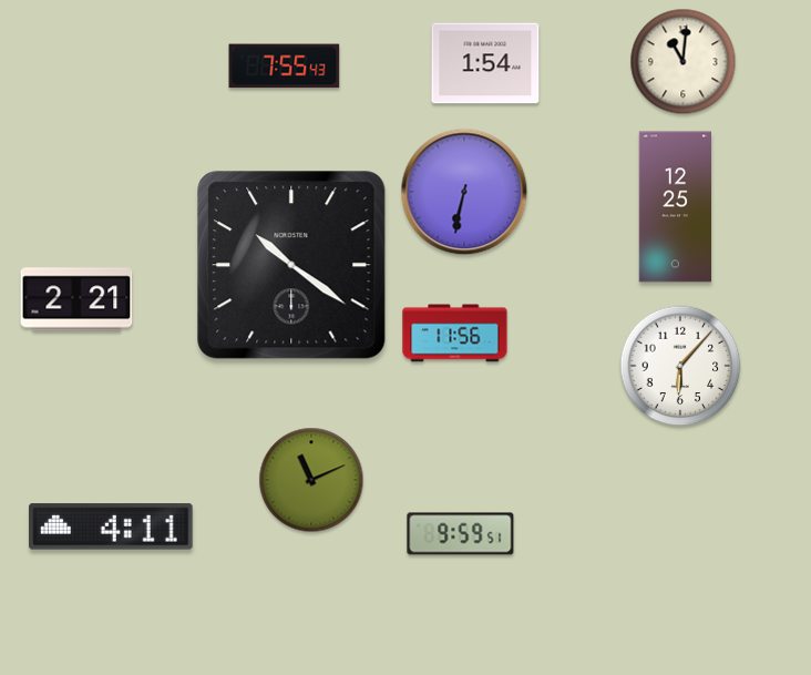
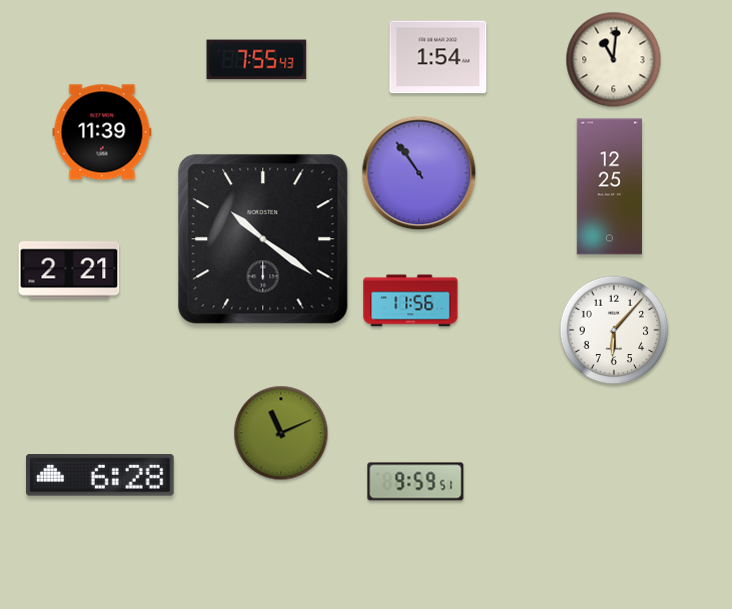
clock at (684, 62) position: (684, 62) -> (614, 60)
clock at (102, 132): none -> 11:39
clock at (464, 192): 6:32 -> 10:54
clock at (112, 526): 4:11 -> 6:28
